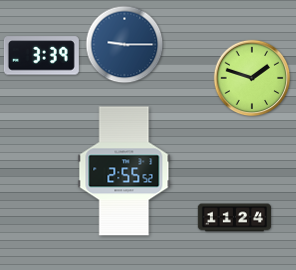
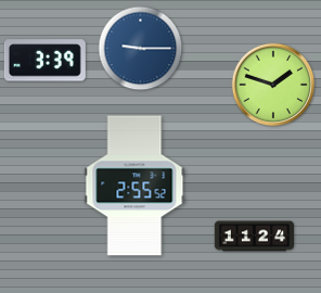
clock at (125, 45) position: (125, 45) -> (141, 49)
